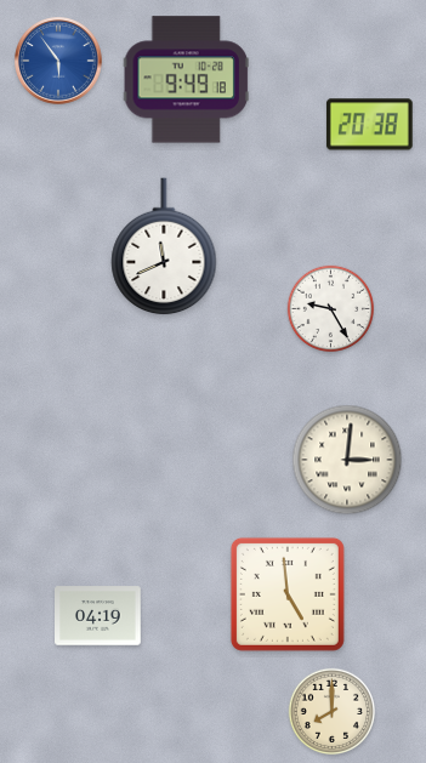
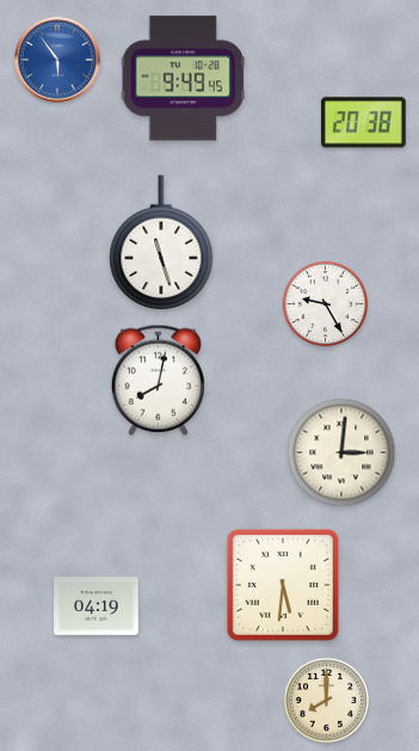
clock at (186, 80): 9:49:18 -> 9:49:45
clock at (164, 247): 11:41 -> 11:27
clock at (158, 380): none -> 8:02
clock at (288, 594): 4:59 -> 5:31
